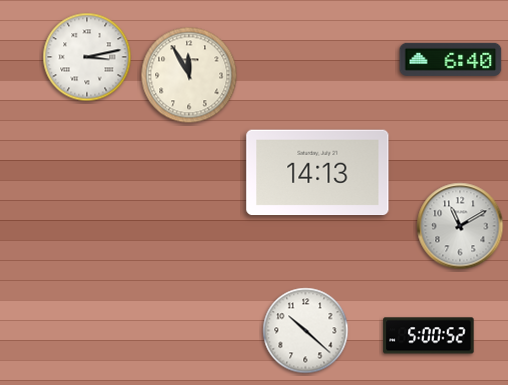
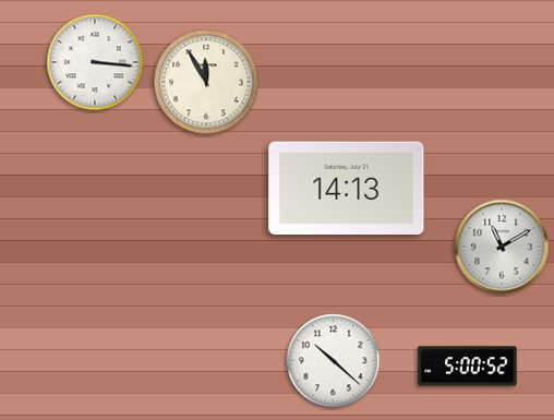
clock at (87, 57): 3:13 -> 3:16
clock at (451, 59): 6:40 -> none
